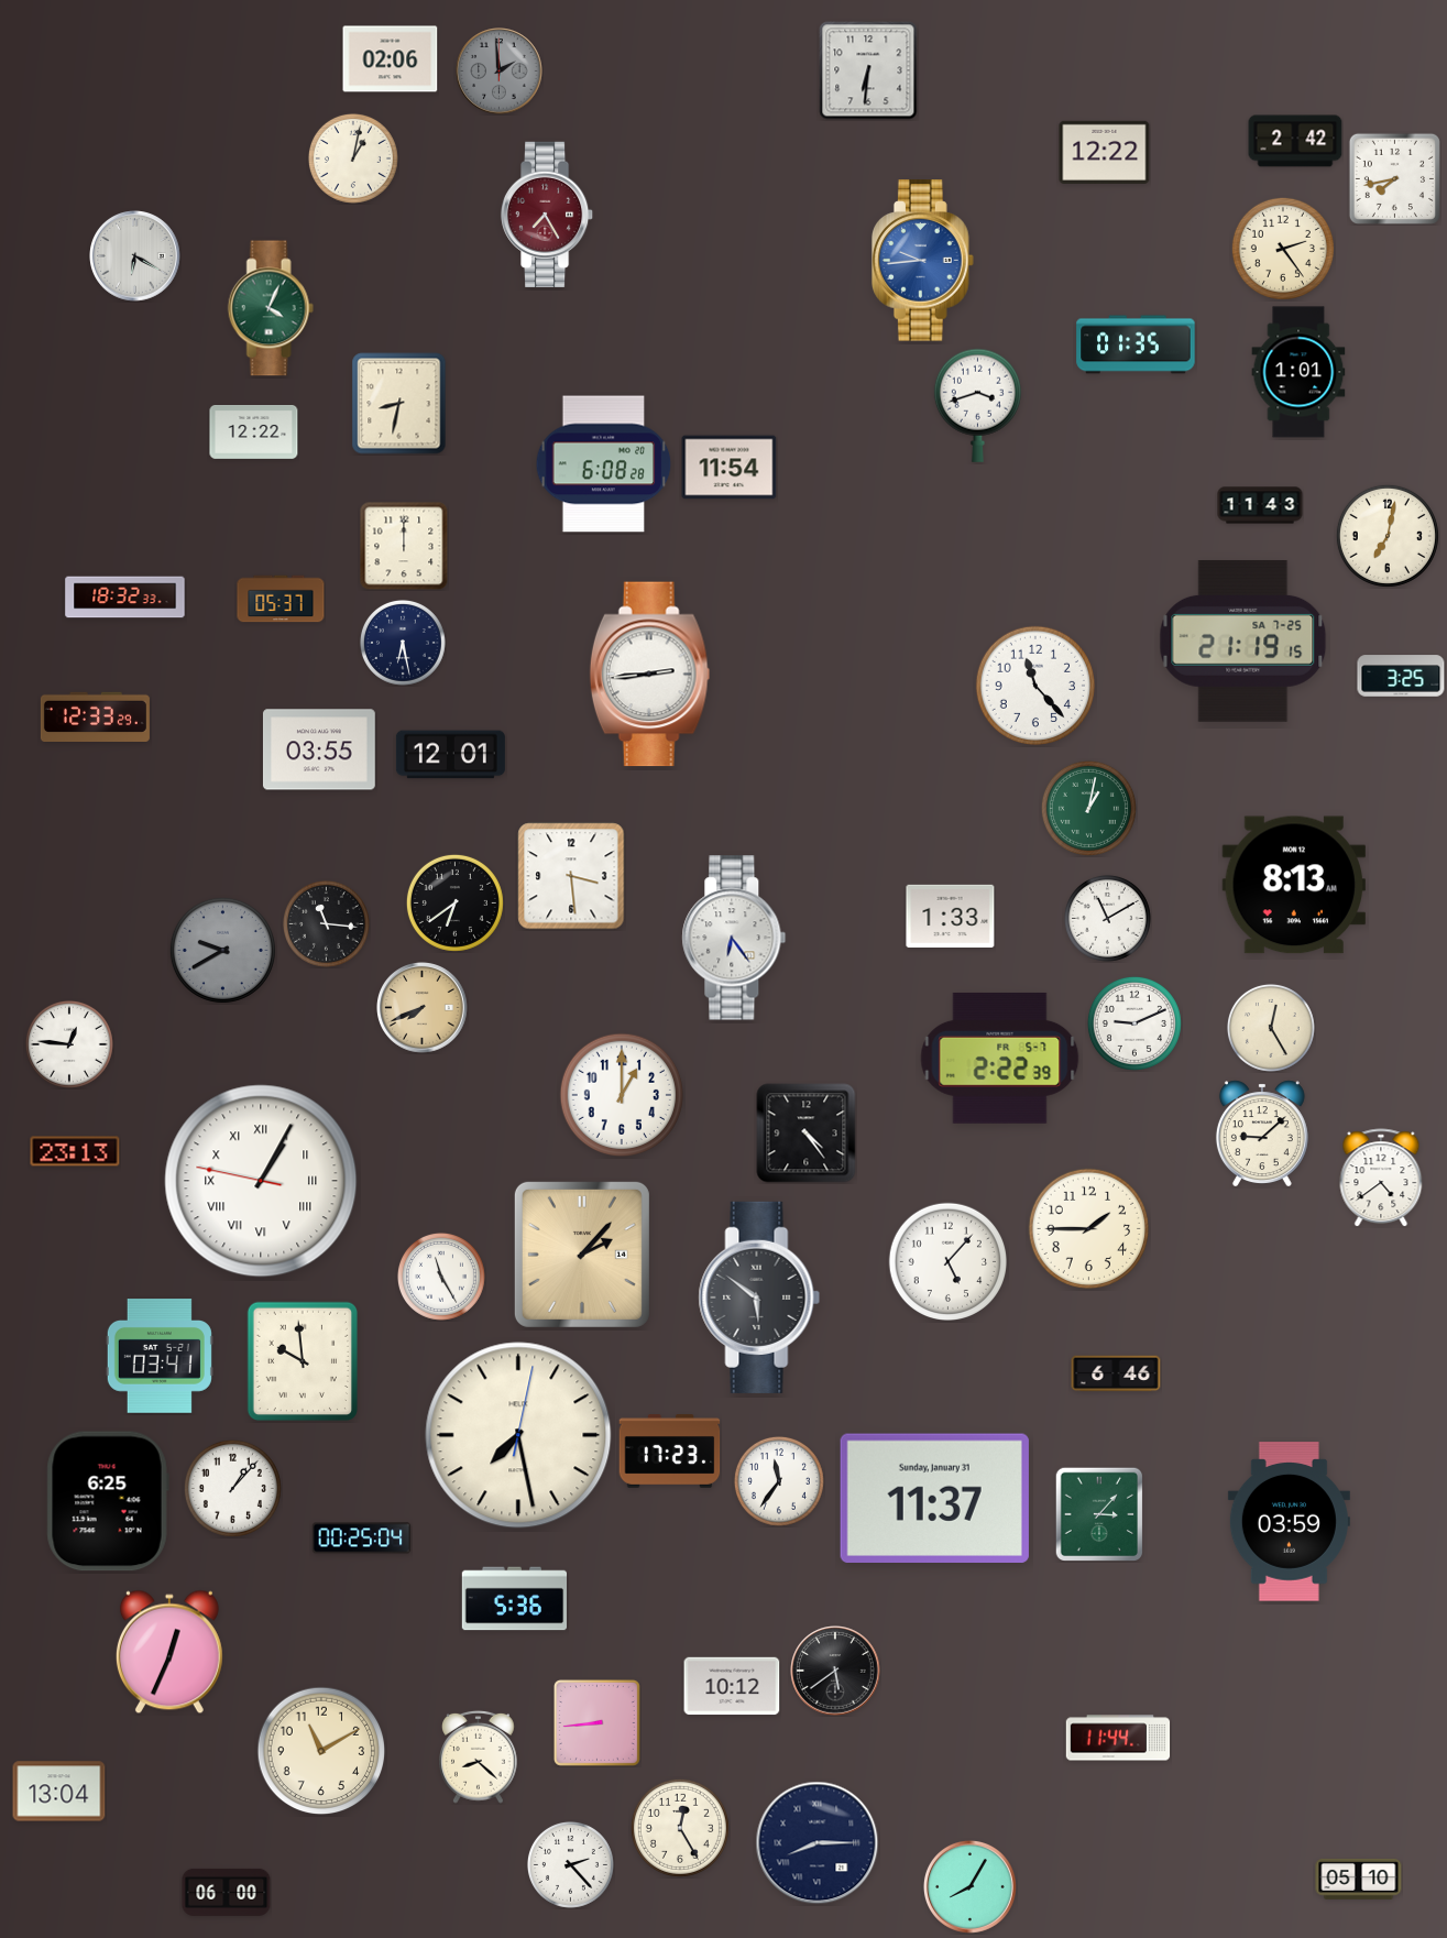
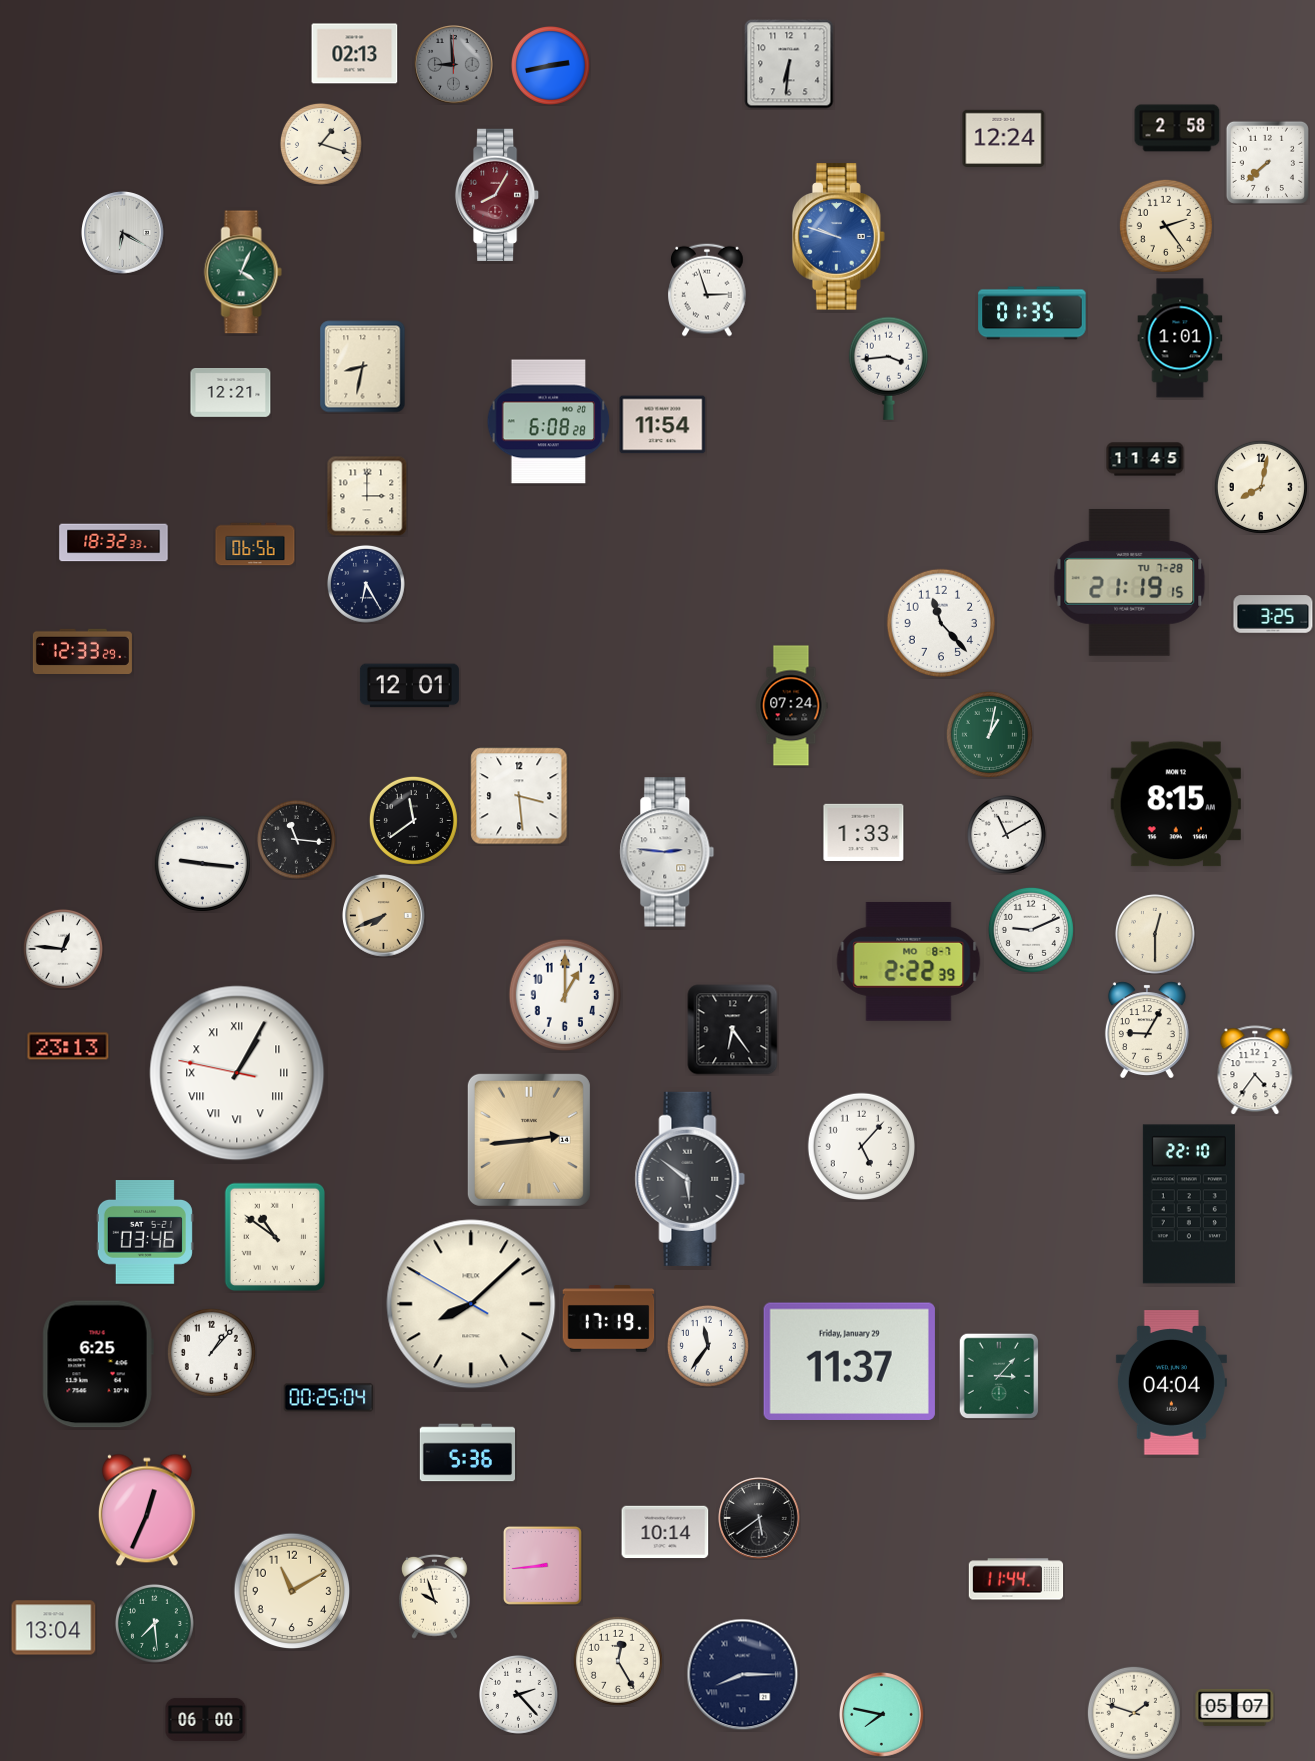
clock at (391, 59): 02:06 -> 02:13
clock at (500, 72): 1:59 -> 8:59
clock at (550, 65): none -> 2:43
clock at (1295, 141): 2:42 -> 2:58
clock at (1105, 152): 12:22 -> 12:24
clock at (353, 158): 1:02 -> 1:18
clock at (1394, 178): 7:43 -> 7:38
clock at (547, 215): 7:25 -> 8:05
clock at (923, 261): 9:44 -> 9:48
clock at (271, 308) position: (271, 308) -> (243, 272)
clock at (707, 290): none -> 2:57
clock at (977, 405): 3:42 -> 3:44
clock at (254, 433): 12:22 -> 12:21
clock at (1260, 505): 11:43 -> 11:45
clock at (1388, 536): 7:02 -> 8:02
clock at (404, 546): 12:00 -> 3:00
clock at (281, 599): 05:37 -> 06:56
clock at (1243, 640) date: SA 7-25 -> TU 7-28
clock at (403, 643): 6:28 -> 6:25
clock at (650, 675): 2:44 -> none
clock at (95, 716) position: (95, 716) -> (82, 651)
clock at (319, 749): 03:55 -> none
clock at (791, 706): none -> 07:24
clock at (1293, 885): 8:13 -> 8:15
clock at (454, 902): 6:39 -> 11:39
clock at (734, 938): 6:24 -> 2:46
clock at (222, 950): 9:40 -> 9:16
clock at (222, 950) dial: grey -> white
clock at (1271, 1028): 12:25 -> 12:30
clock at (1000, 1058) date: FR 5-7 -> MO 8-7
clock at (1262, 1132): 9:08 -> 9:05
clock at (807, 1134): 4:24 -> 6:24
clock at (1381, 1178): 4:39 -> 4:36
clock at (1088, 1228): 1:45 -> none
clock at (582, 1255): 2:07 -> 2:44
clock at (441, 1277): 11:25 -> none
clock at (1189, 1204): none -> 22:10
clock at (160, 1357): 03:41 -> 03:46
clock at (302, 1361): 9:59 -> 10:51
clock at (1116, 1373): 6:46 -> none
clock at (518, 1435): 7:28 -> 8:07
clock at (670, 1452): 17:23 -> 17:19
clock at (934, 1498) date: Sunday, January 31 -> Friday, January 29
clock at (1289, 1522): 03:59 -> 04:04
clock at (169, 1652) position: (169, 1652) -> (147, 1510)
clock at (732, 1686): 10:12 -> 10:14
clock at (479, 1756): 8:22 -> 9:57
clock at (154, 1623): none -> 7:29
clock at (1359, 1879): 05:10 -> 05:07
clock at (1134, 1713): none -> 1:48
clock at (969, 1886): 8:05 -> 7:47
